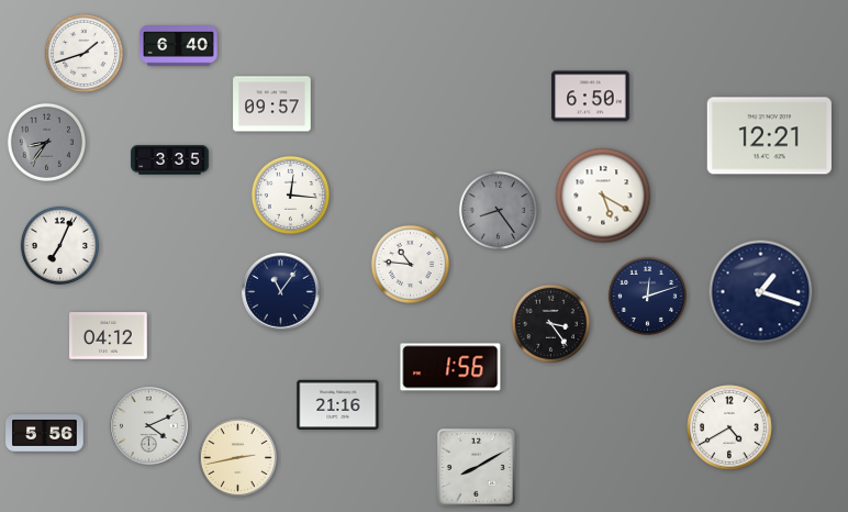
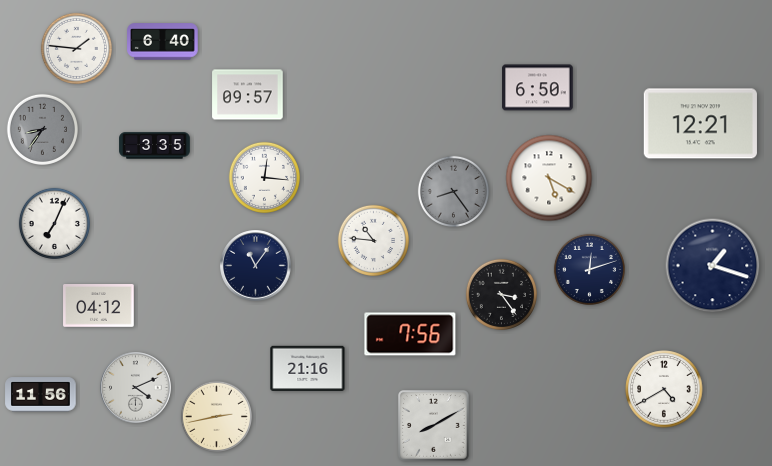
clock at (83, 53): 1:42 -> 1:46
clock at (761, 292) position: (761, 292) -> (713, 266)
clock at (450, 367): 1:56 -> 7:56
clock at (45, 434): 5:56 -> 11:56
